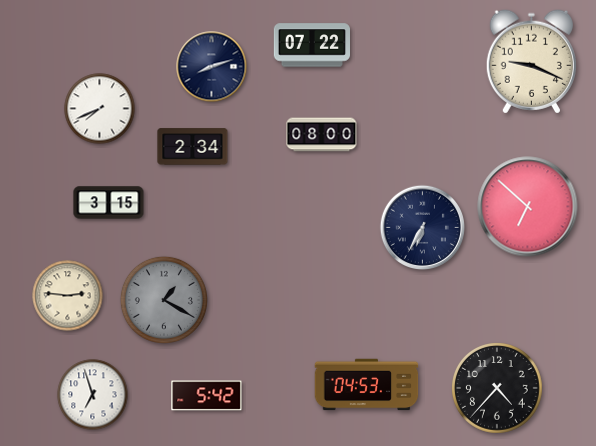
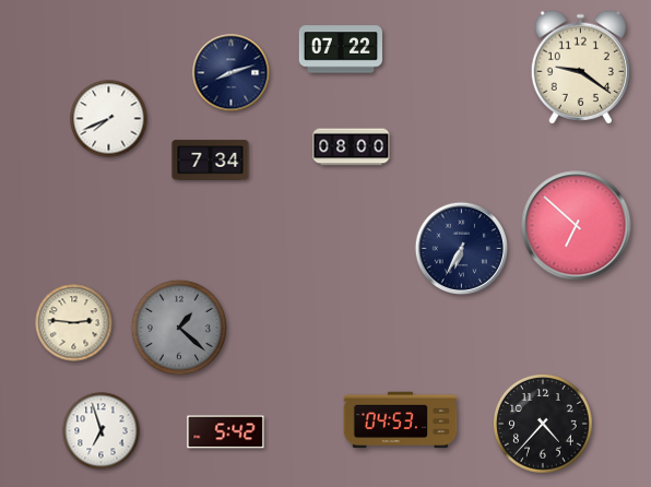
clock at (531, 62): 9:19 -> 9:21
clock at (193, 147): 2:34 -> 7:34
clock at (109, 203): 3:15 -> none
clock at (164, 300): 1:20 -> 1:22
